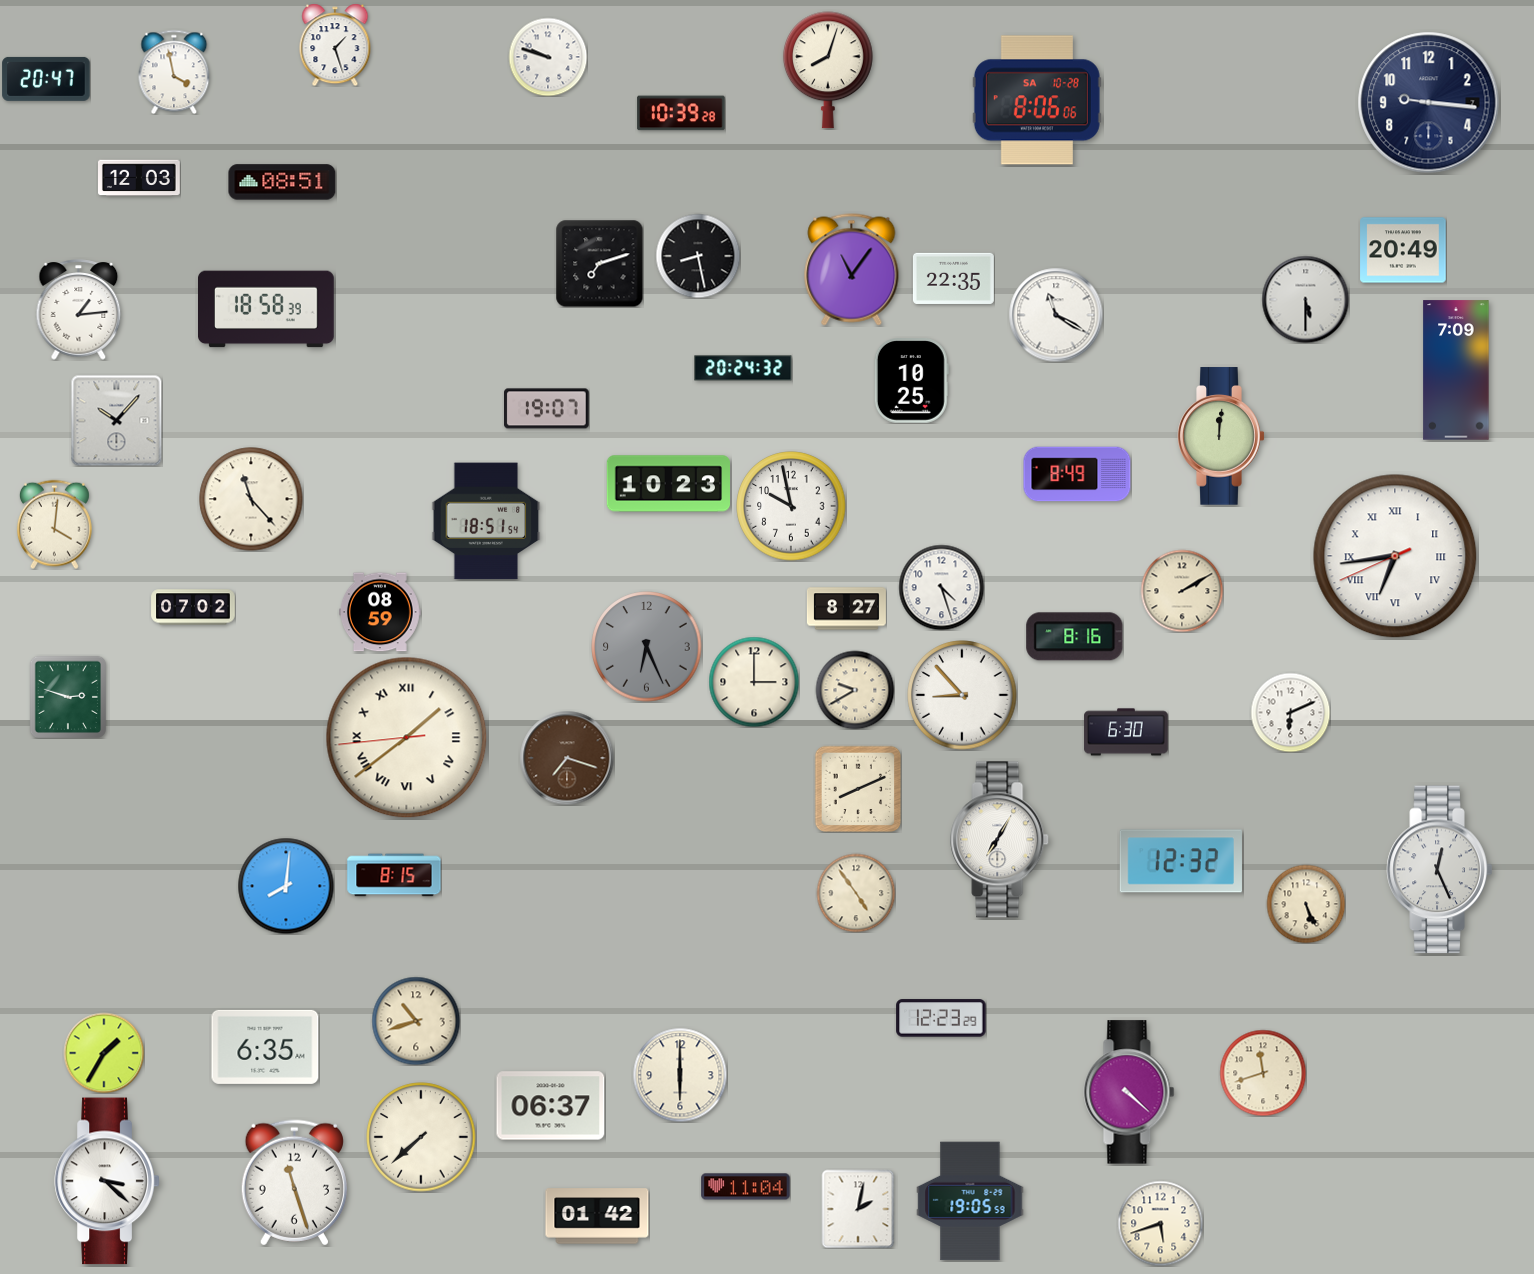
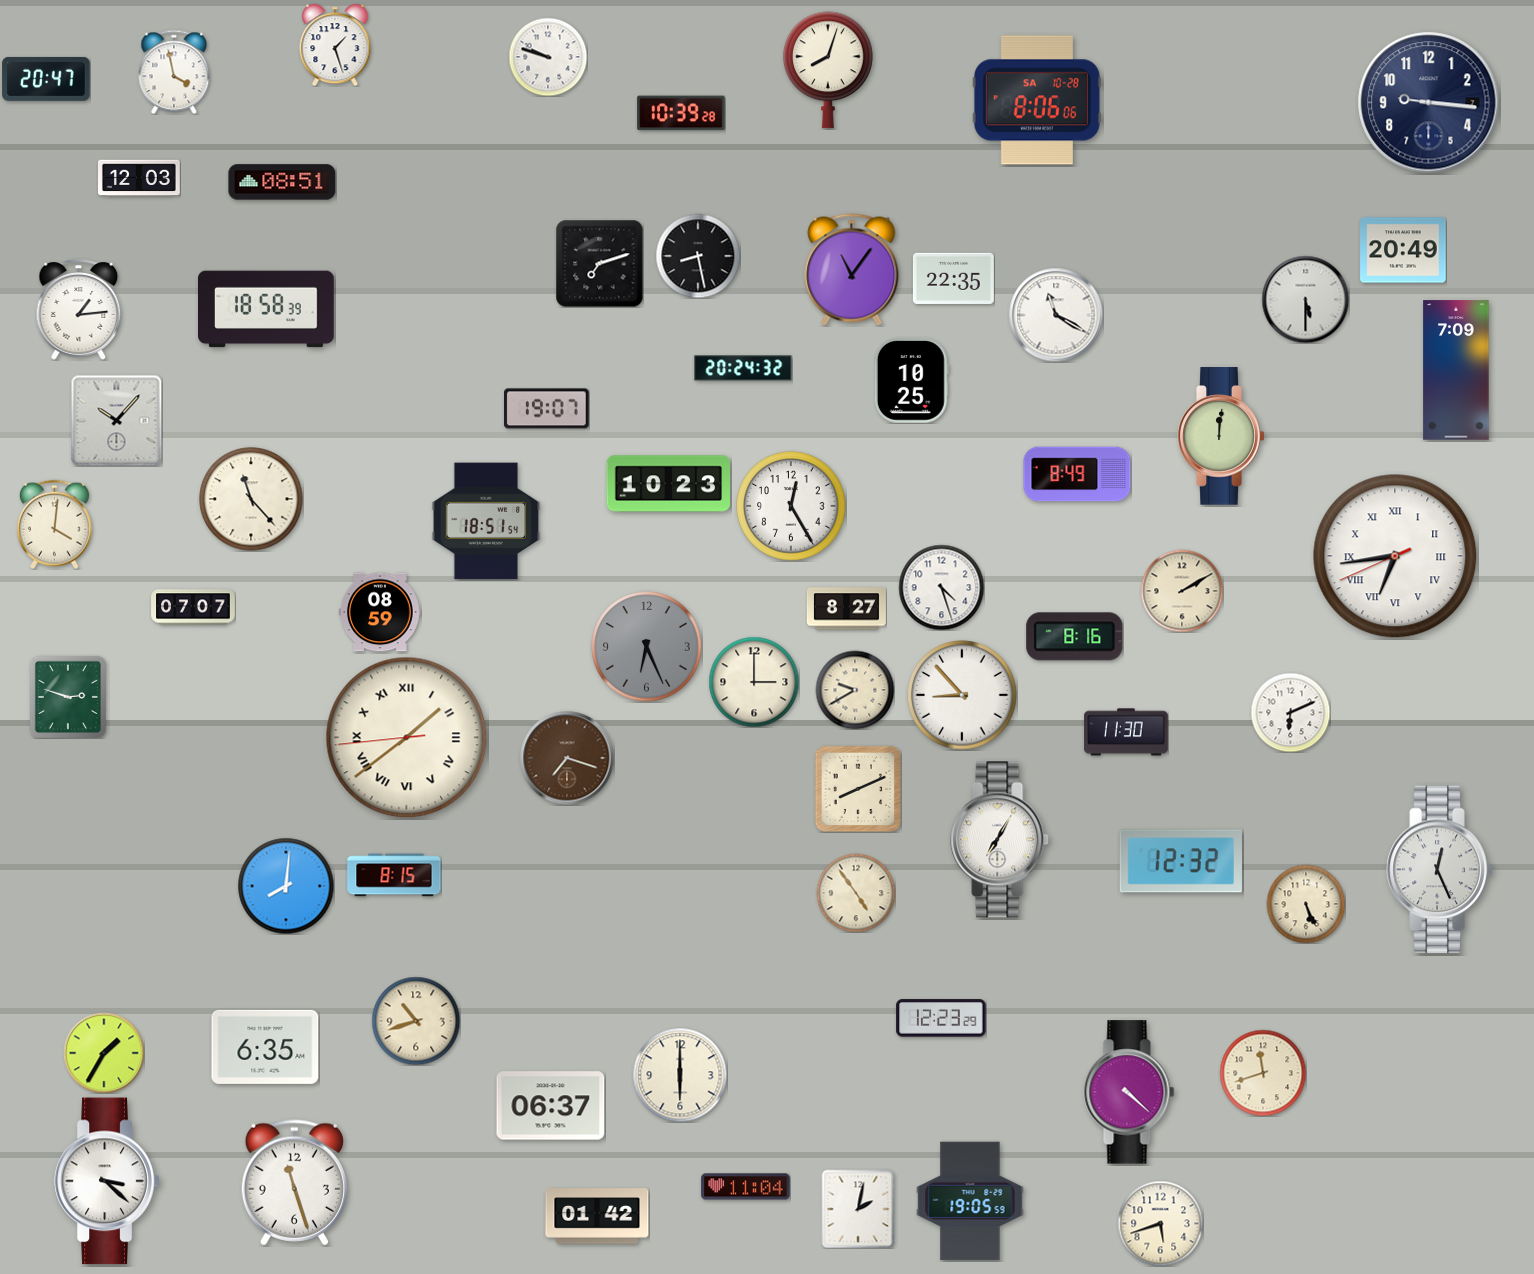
clock at (791, 506): 9:58 -> 12:25
clock at (193, 607): 07:02 -> 07:07
clock at (1126, 732): 6:30 -> 11:30
clock at (421, 1137): 7:38 -> none
